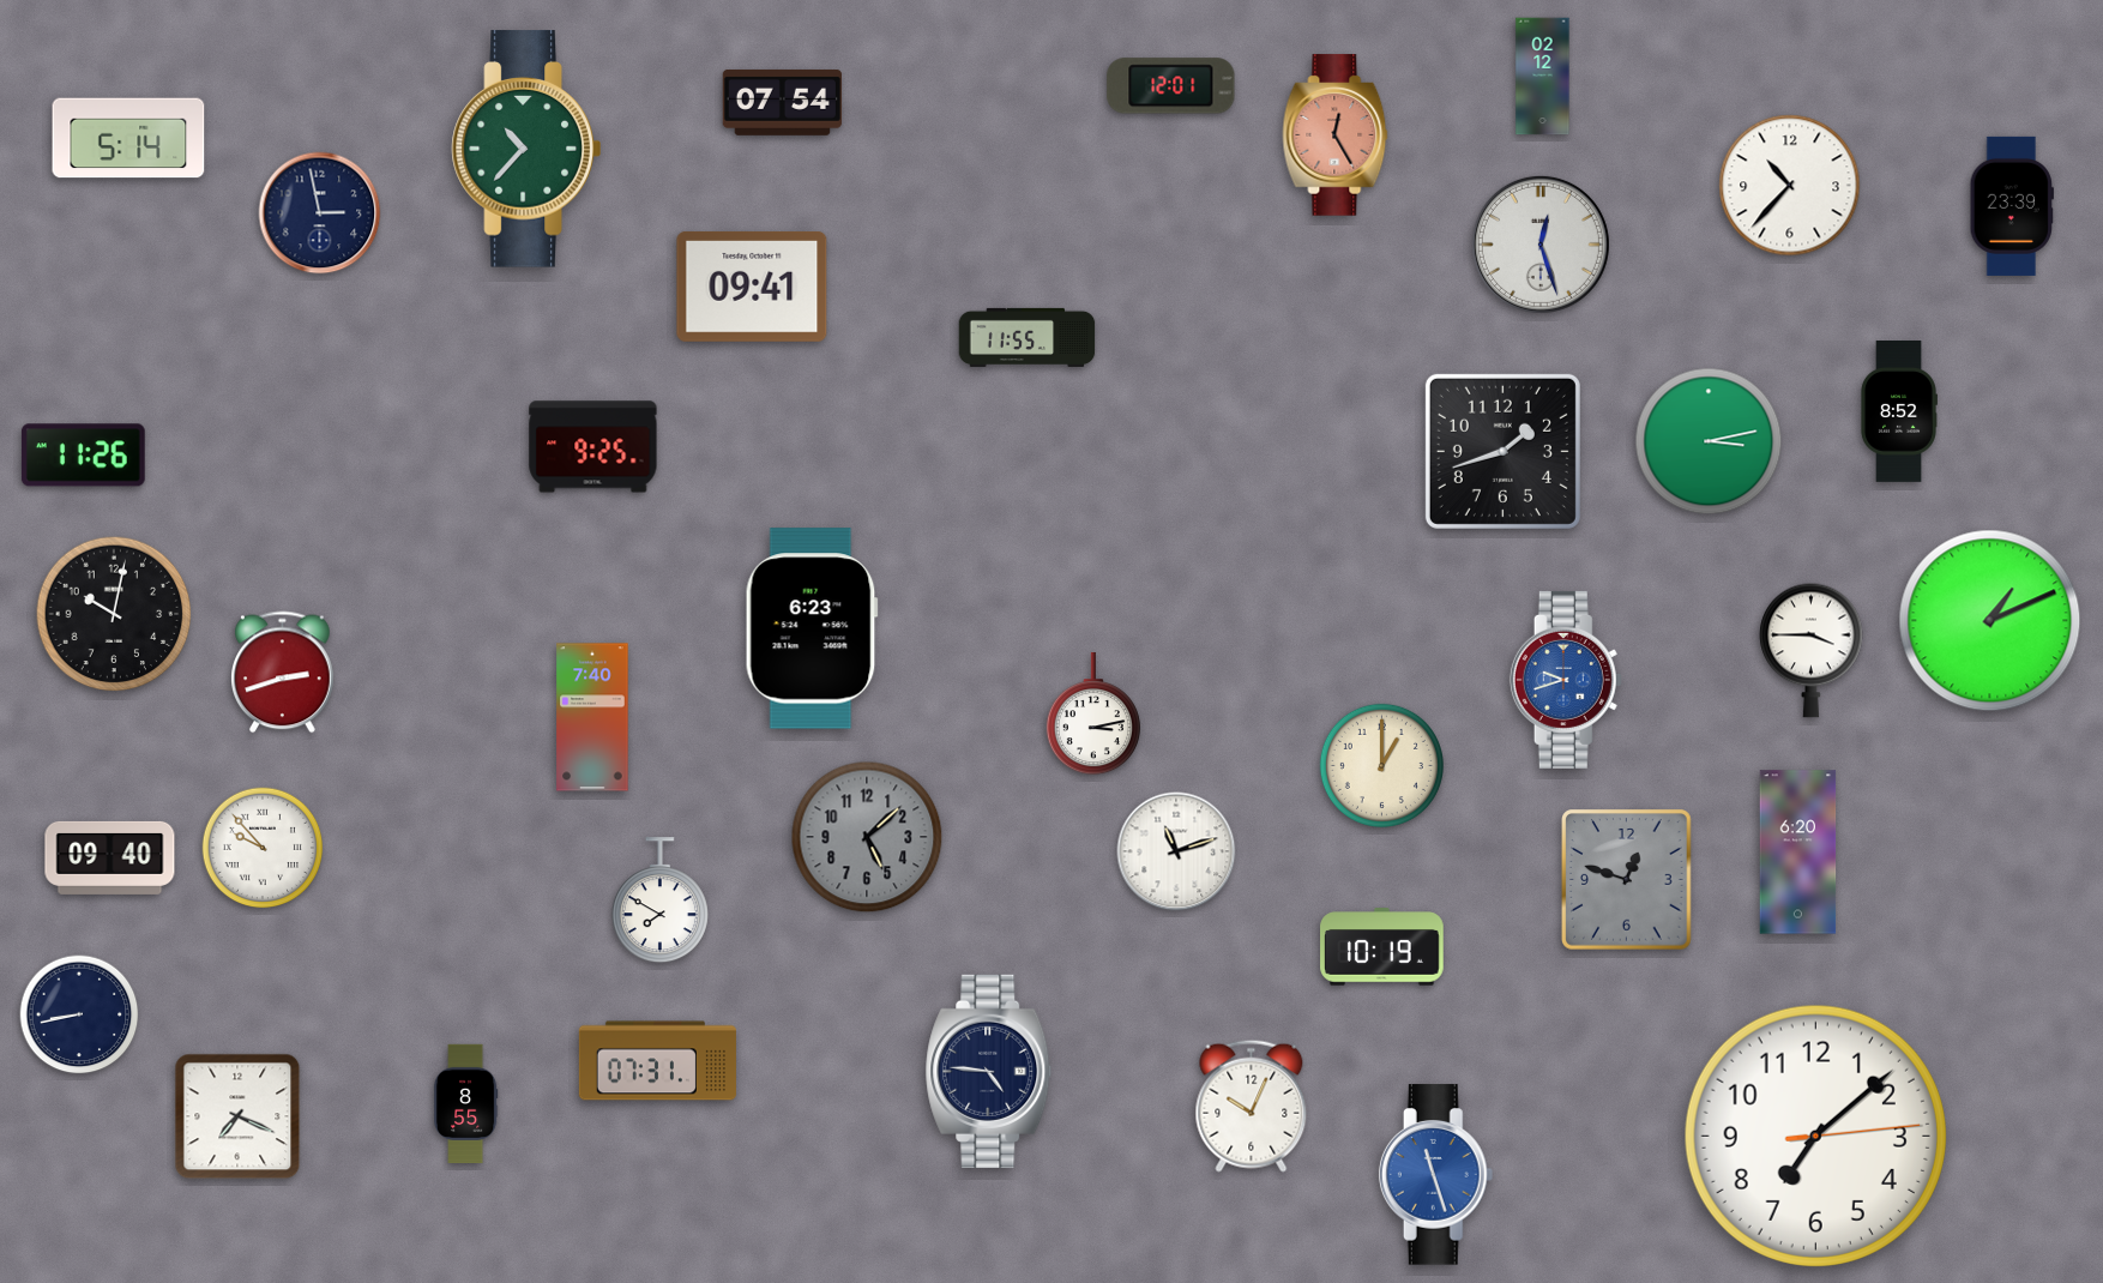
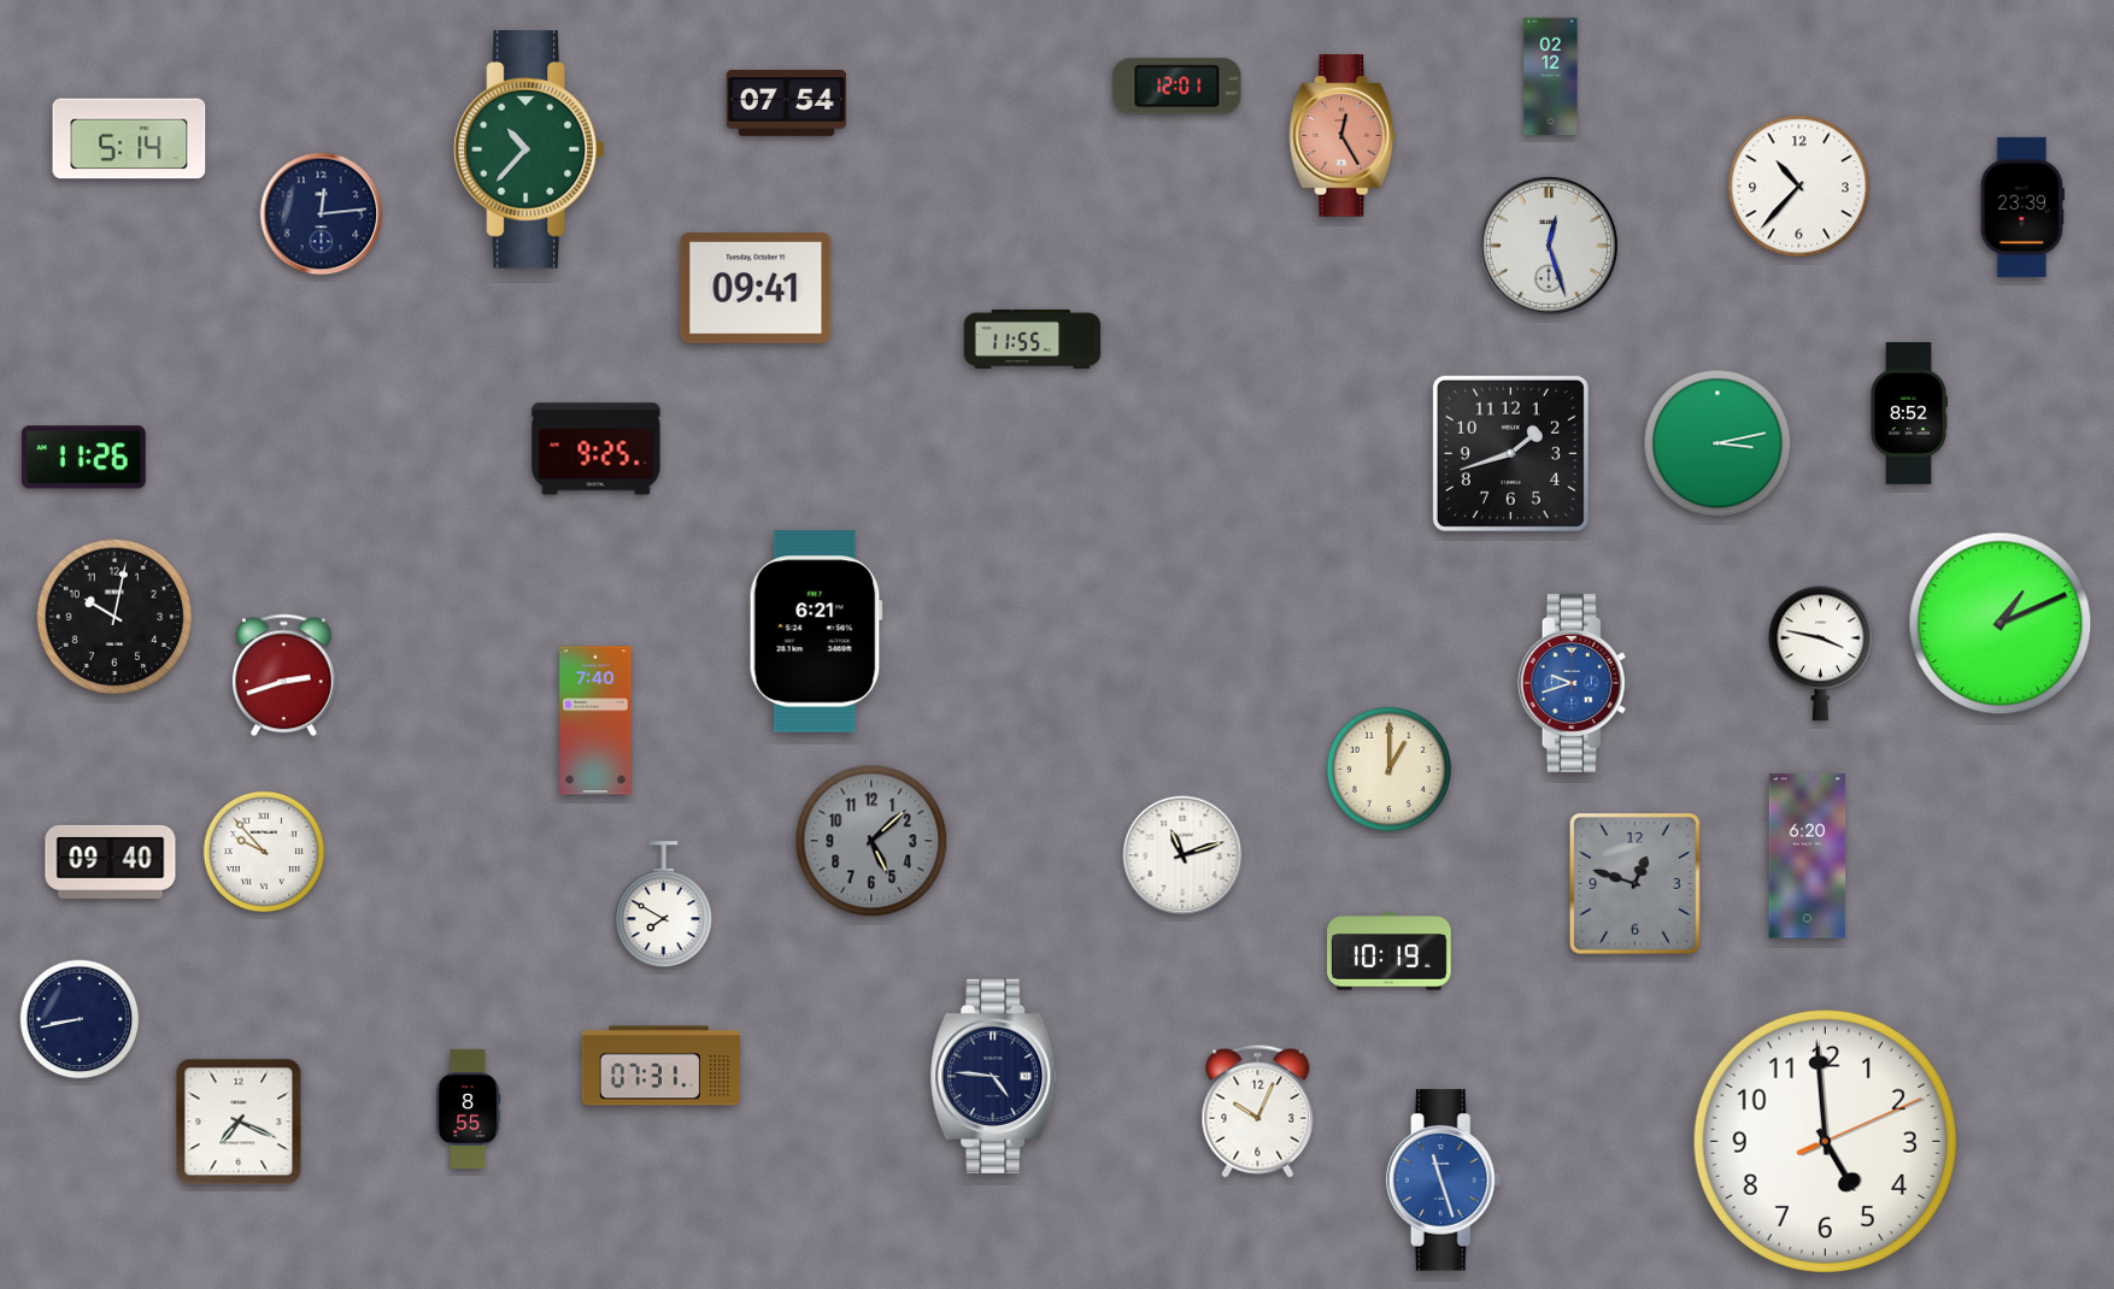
clock at (320, 213): 2:58 -> 12:14
clock at (812, 628): 6:23 -> 6:21
clock at (1812, 650): 3:45 -> 3:47
clock at (1093, 713): 3:13 -> none
clock at (1815, 1136): 7:08 -> 4:59
